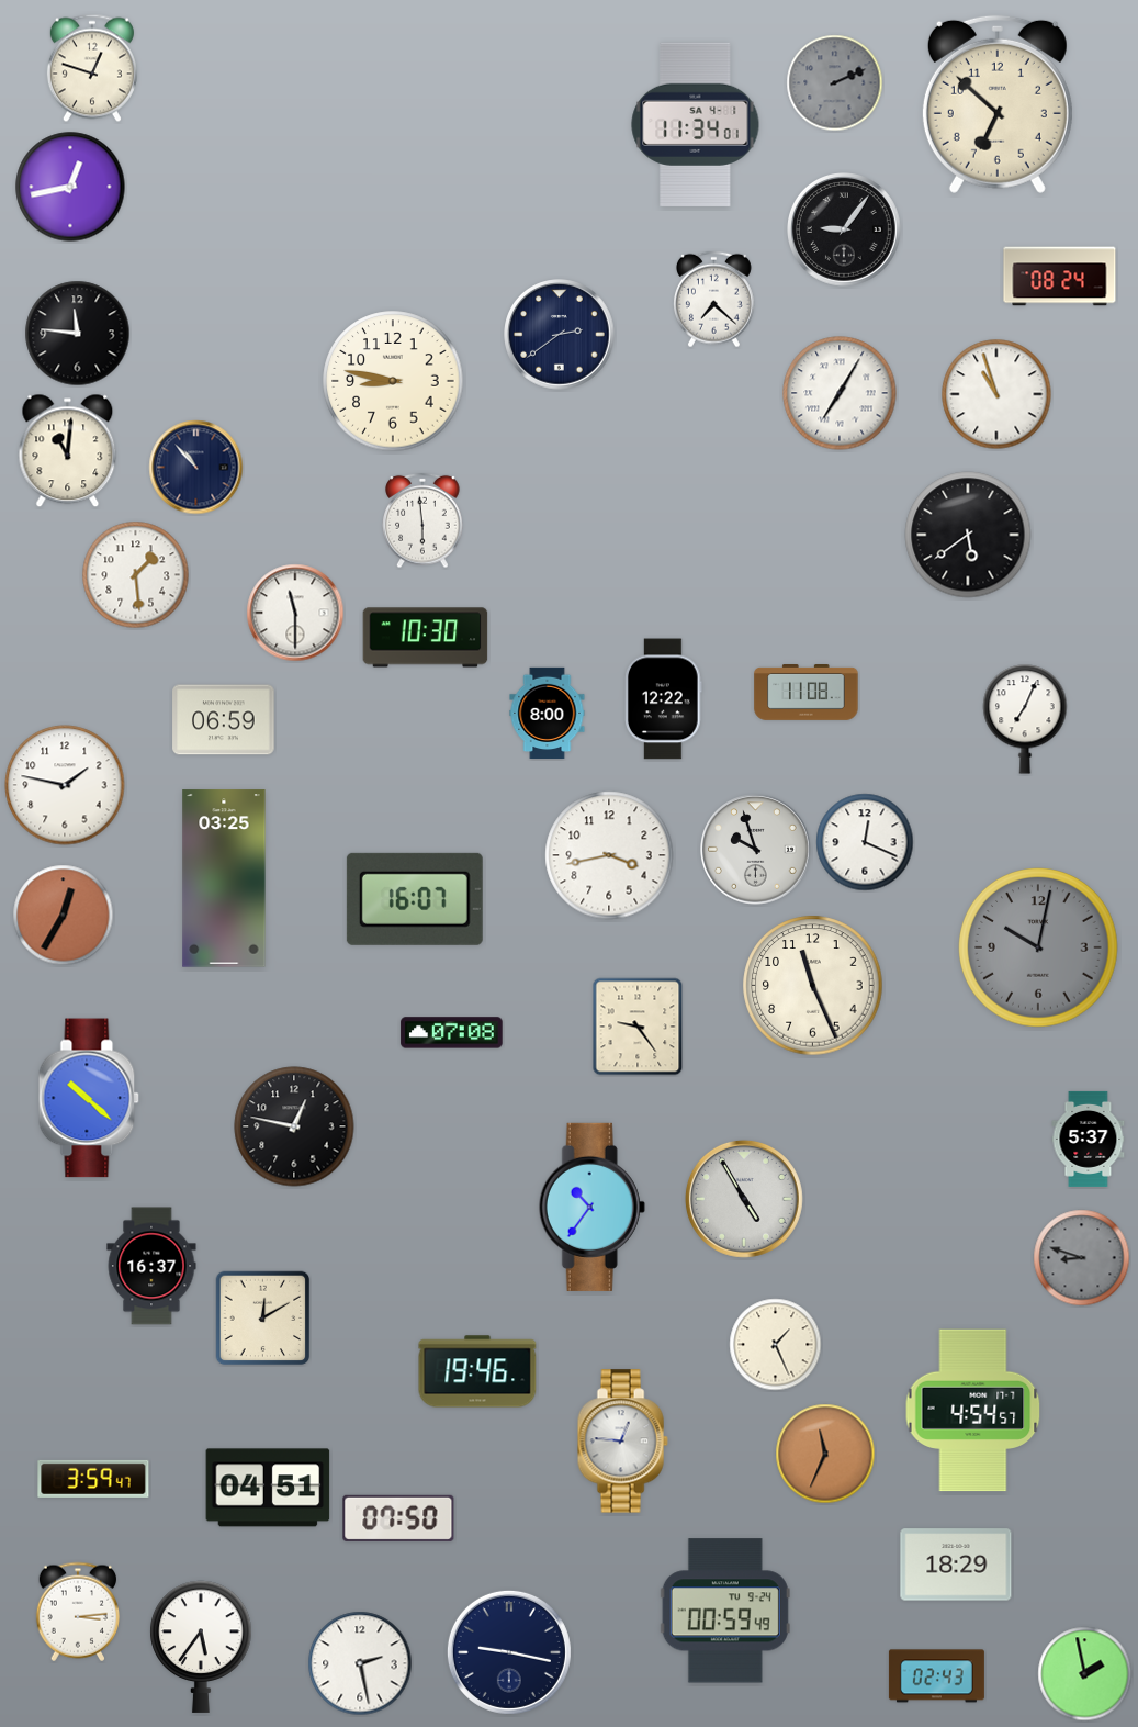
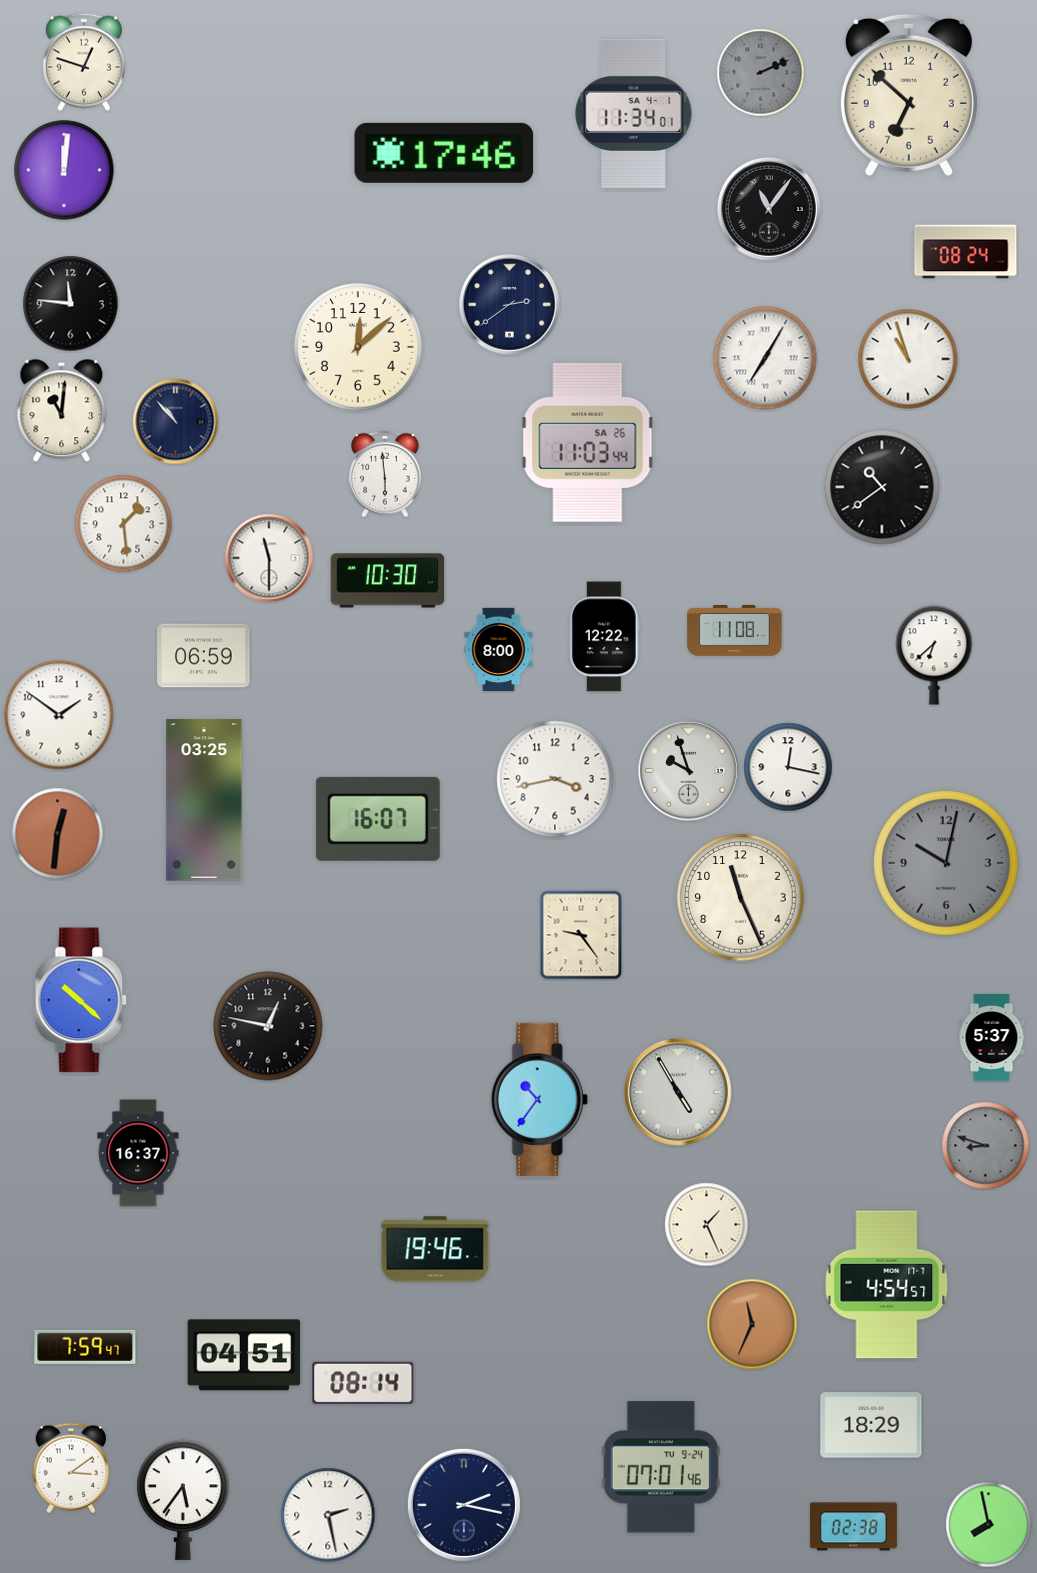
clock at (835, 83) position: (835, 83) -> (761, 73)
clock at (444, 153): none -> 17:46
clock at (70, 187): 12:43 -> 12:01
clock at (845, 231): 9:06 -> 11:06
clock at (713, 300): 7:22 -> none
clock at (393, 381): 8:47 -> 12:08
clock at (196, 468) position: (196, 468) -> (176, 422)
clock at (588, 442): none -> 11:03
clock at (968, 535): 5:39 -> 10:39
clock at (1025, 719): 7:04 -> 6:38
clock at (65, 785): 1:47 -> 1:51
clock at (865, 842): 12:19 -> 12:17
clock at (756, 850) position: (756, 850) -> (689, 771)
clock at (64, 916): 12:35 -> 12:31
clock at (452, 1033): 07:08 -> none
clock at (263, 1319): 12:10 -> none
clock at (622, 1442): 12:46 -> none
clock at (93, 1479): 3:59 -> 7:59
clock at (398, 1518): 07:50 -> 08:14
clock at (725, 1611): 00:59 -> 07:01
clock at (77, 1612): 3:14 -> 3:09
clock at (509, 1652): 9:17 -> 2:17
clock at (1085, 1674): 1:58 -> 7:58
clock at (936, 1676): 02:43 -> 02:38
